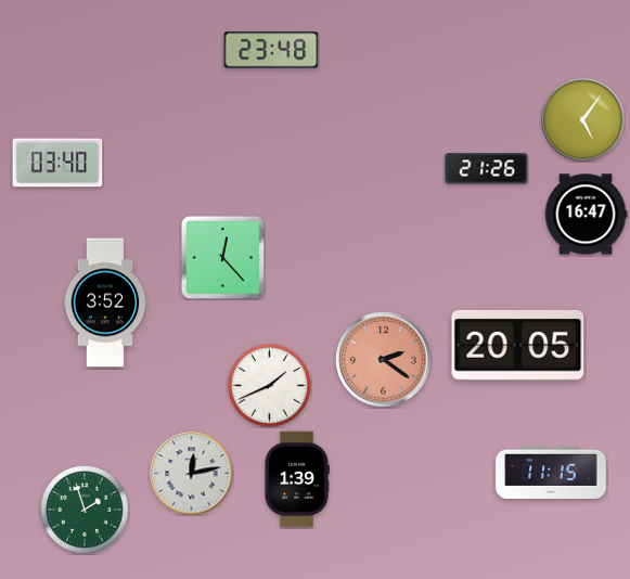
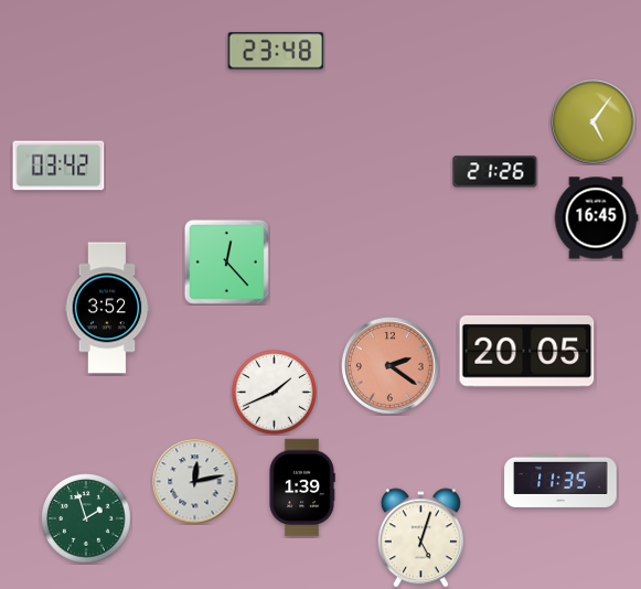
clock at (57, 163): 03:40 -> 03:42
clock at (586, 215): 16:47 -> 16:45
clock at (551, 473): 11:15 -> 11:35
clock at (420, 538): none -> 5:03
